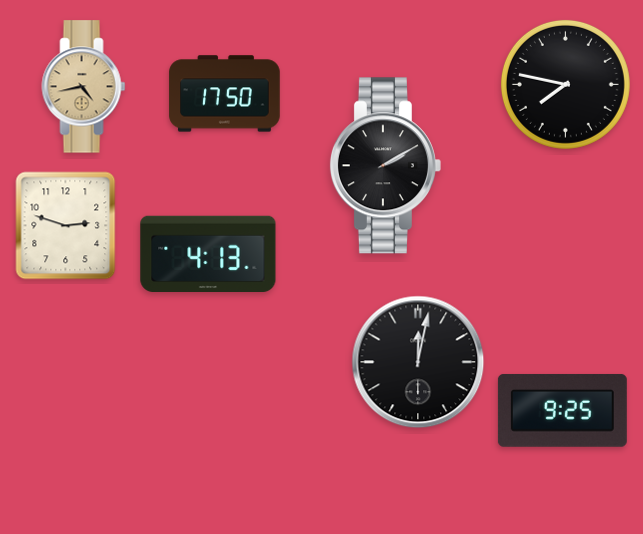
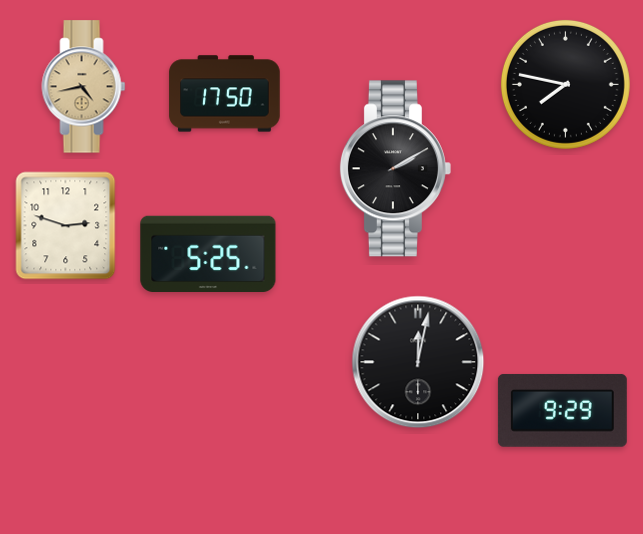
clock at (385, 166) position: (385, 166) -> (395, 169)
clock at (208, 254): 4:13 -> 5:25
clock at (562, 410): 9:25 -> 9:29
